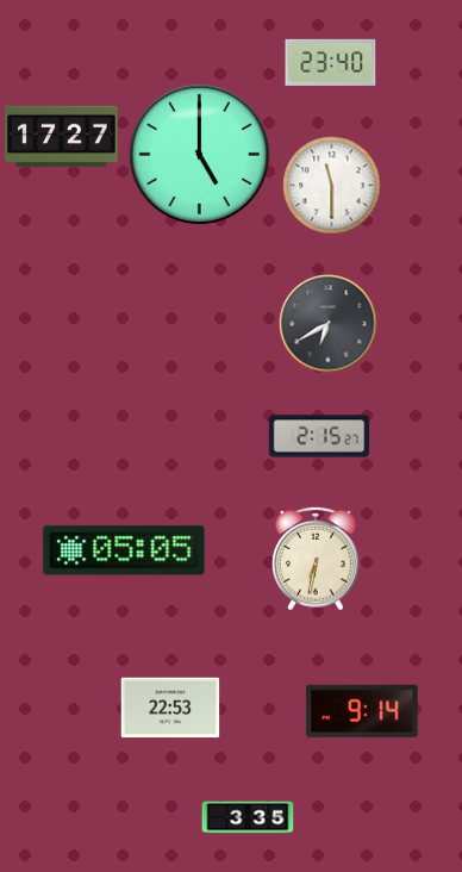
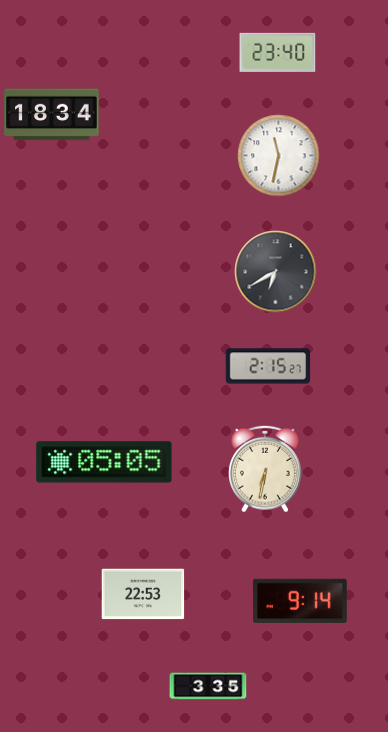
clock at (62, 137): 17:27 -> 18:34
clock at (200, 155): 5:00 -> none
clock at (332, 186): 11:30 -> 11:32
clock at (363, 711) position: (363, 711) -> (301, 601)
